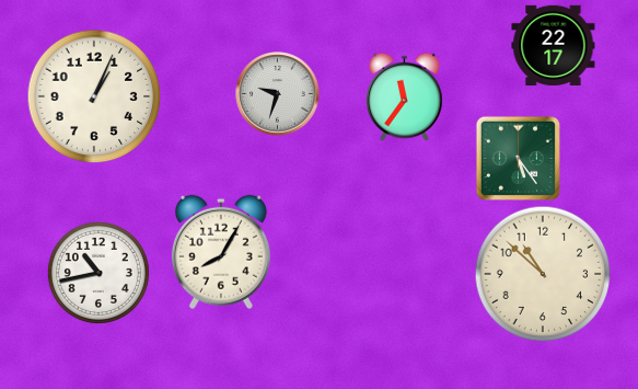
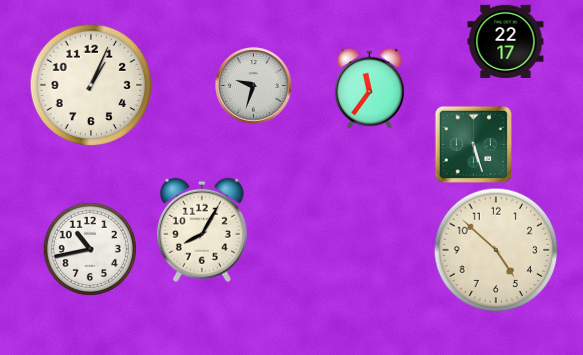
clock at (94, 96) position: (94, 96) -> (91, 85)
clock at (518, 158): 5:24 -> 5:27
clock at (543, 274): 10:52 -> 4:52
